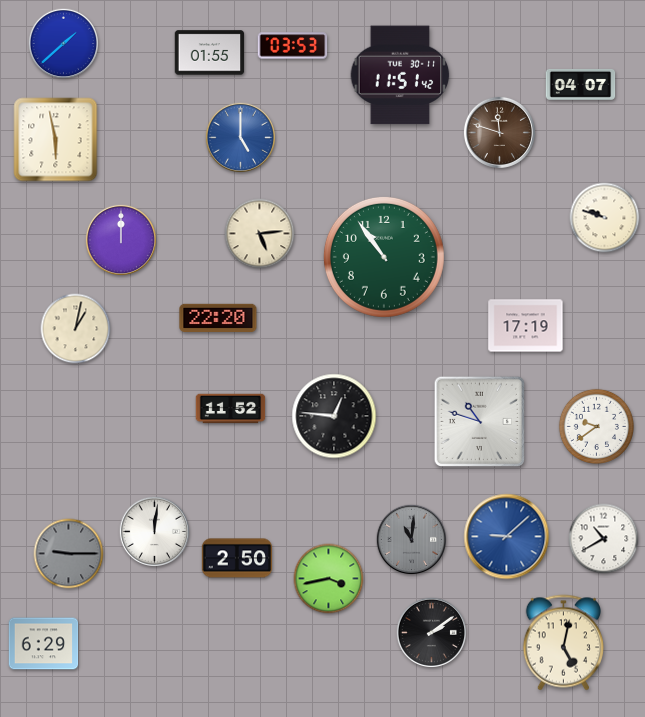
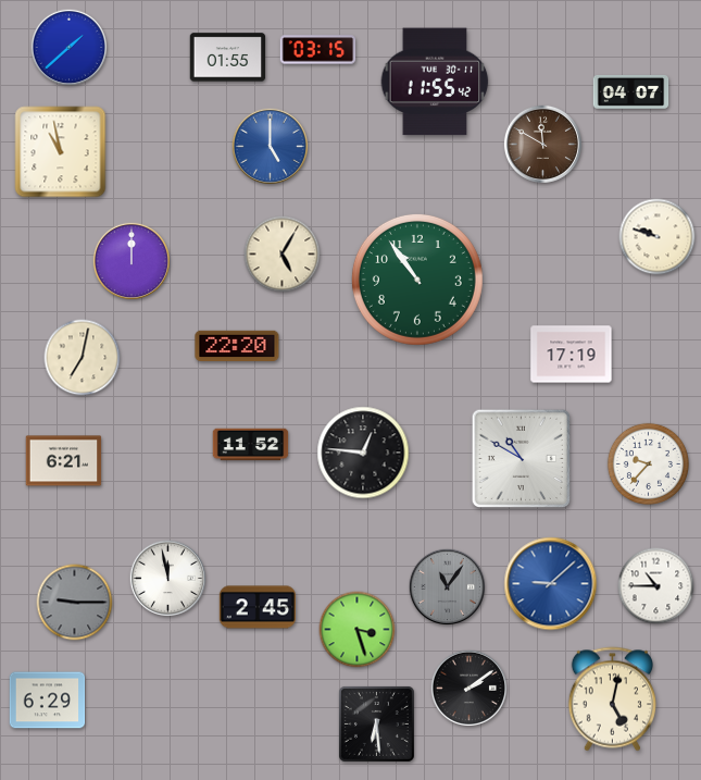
clock at (293, 46): 03:53 -> 03:15
clock at (400, 75): 11:51 -> 11:55
clock at (499, 132): 11:48 -> 11:50
clock at (240, 137) position: (240, 137) -> (270, 146)
clock at (56, 140): 5:58 -> 10:58
clock at (260, 234): 5:14 -> 5:05
clock at (76, 329): 1:02 -> 7:02
clock at (479, 421): 10:48 -> 10:50
clock at (64, 461): none -> 6:21
clock at (596, 426): 9:39 -> 9:37
clock at (154, 531): 12:01 -> 11:58
clock at (411, 539): 11:01 -> 11:06
clock at (604, 539): 10:40 -> 10:45
clock at (236, 558): 2:50 -> 2:45
clock at (329, 579): 3:43 -> 3:27
clock at (376, 723): none -> 6:29
